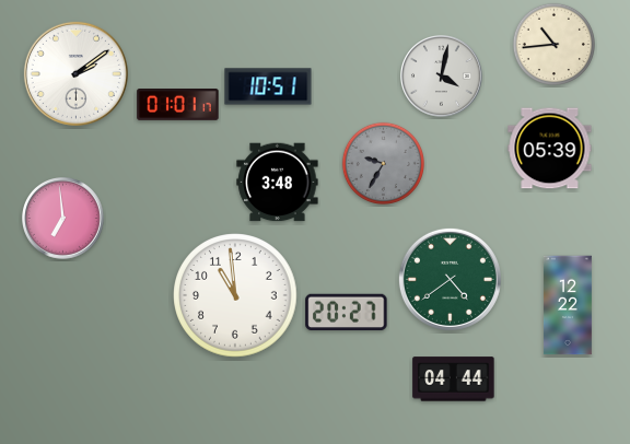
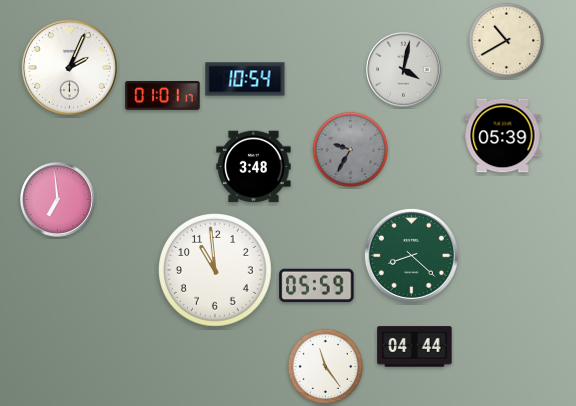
clock at (553, 44): 10:44 -> 10:40
clock at (75, 73): 2:09 -> 2:04
clock at (268, 86): 10:51 -> 10:54
clock at (450, 279): 4:39 -> 8:22
clock at (568, 305): 12:22 -> none
clock at (347, 313): 20:27 -> 05:59
clock at (325, 366): none -> 11:24
